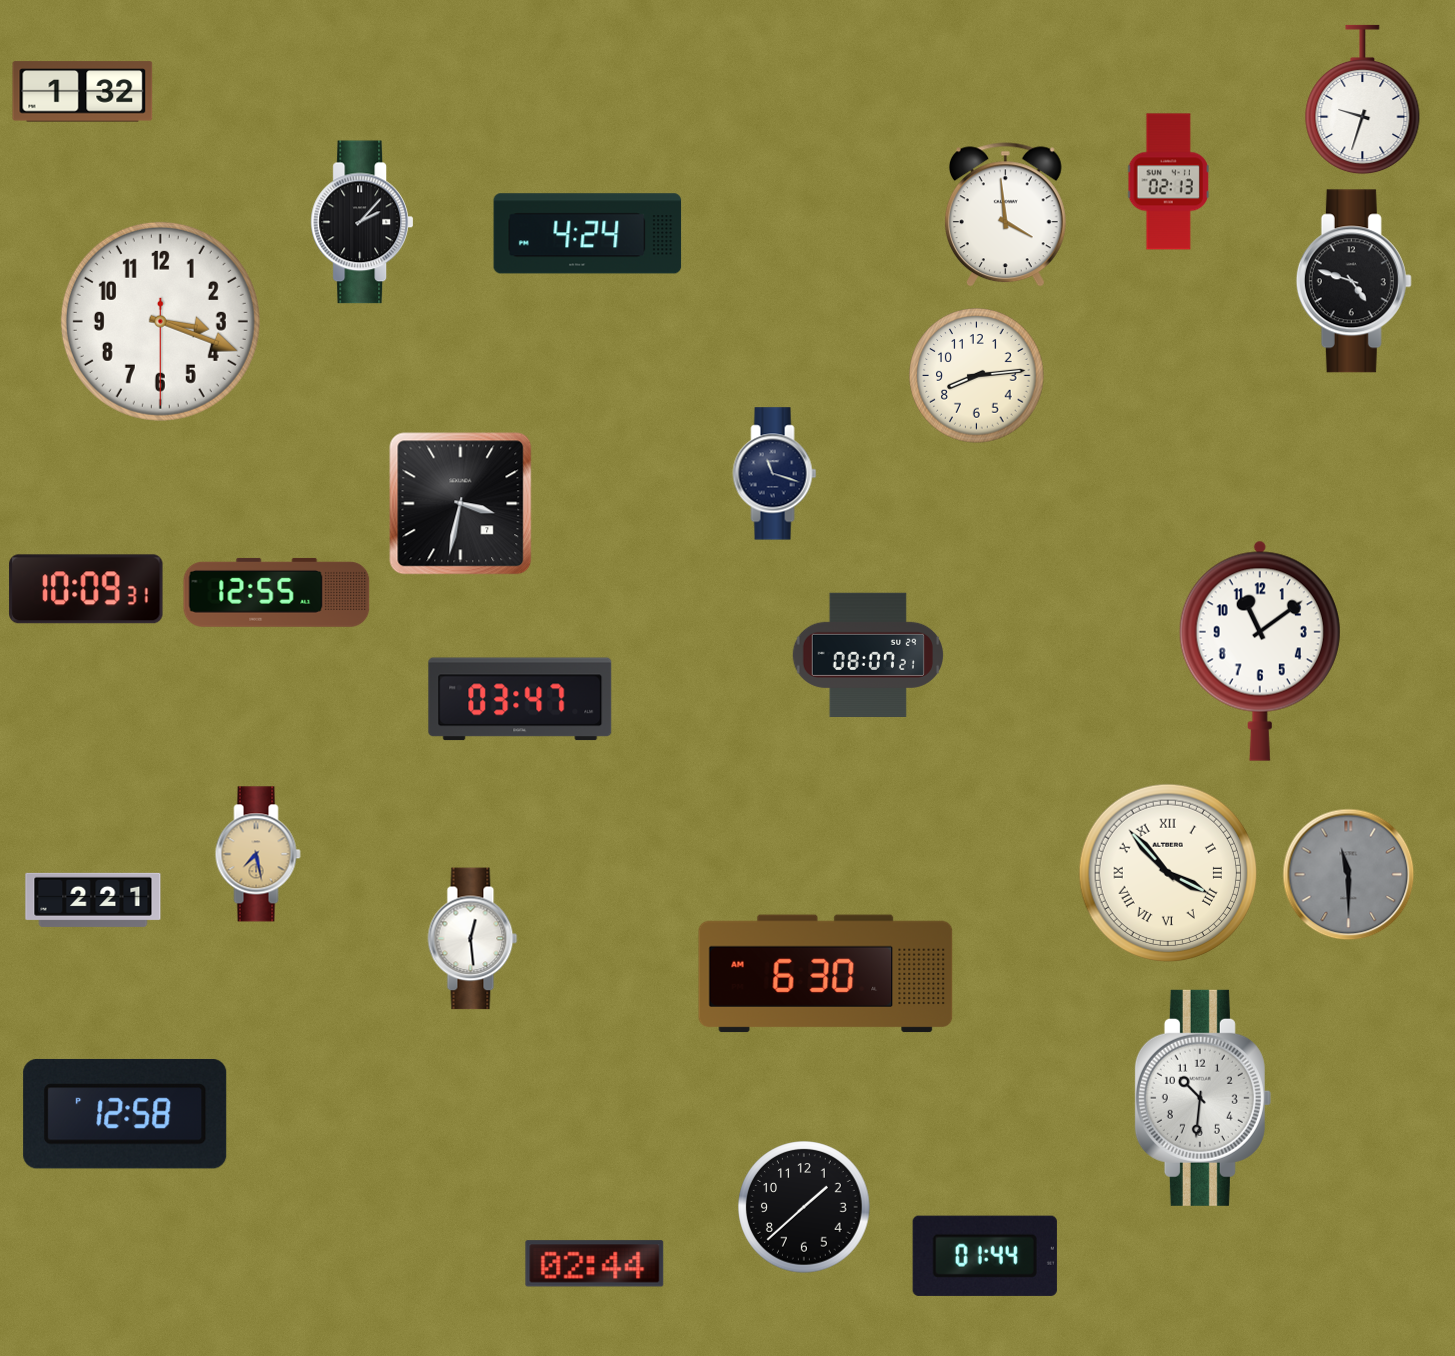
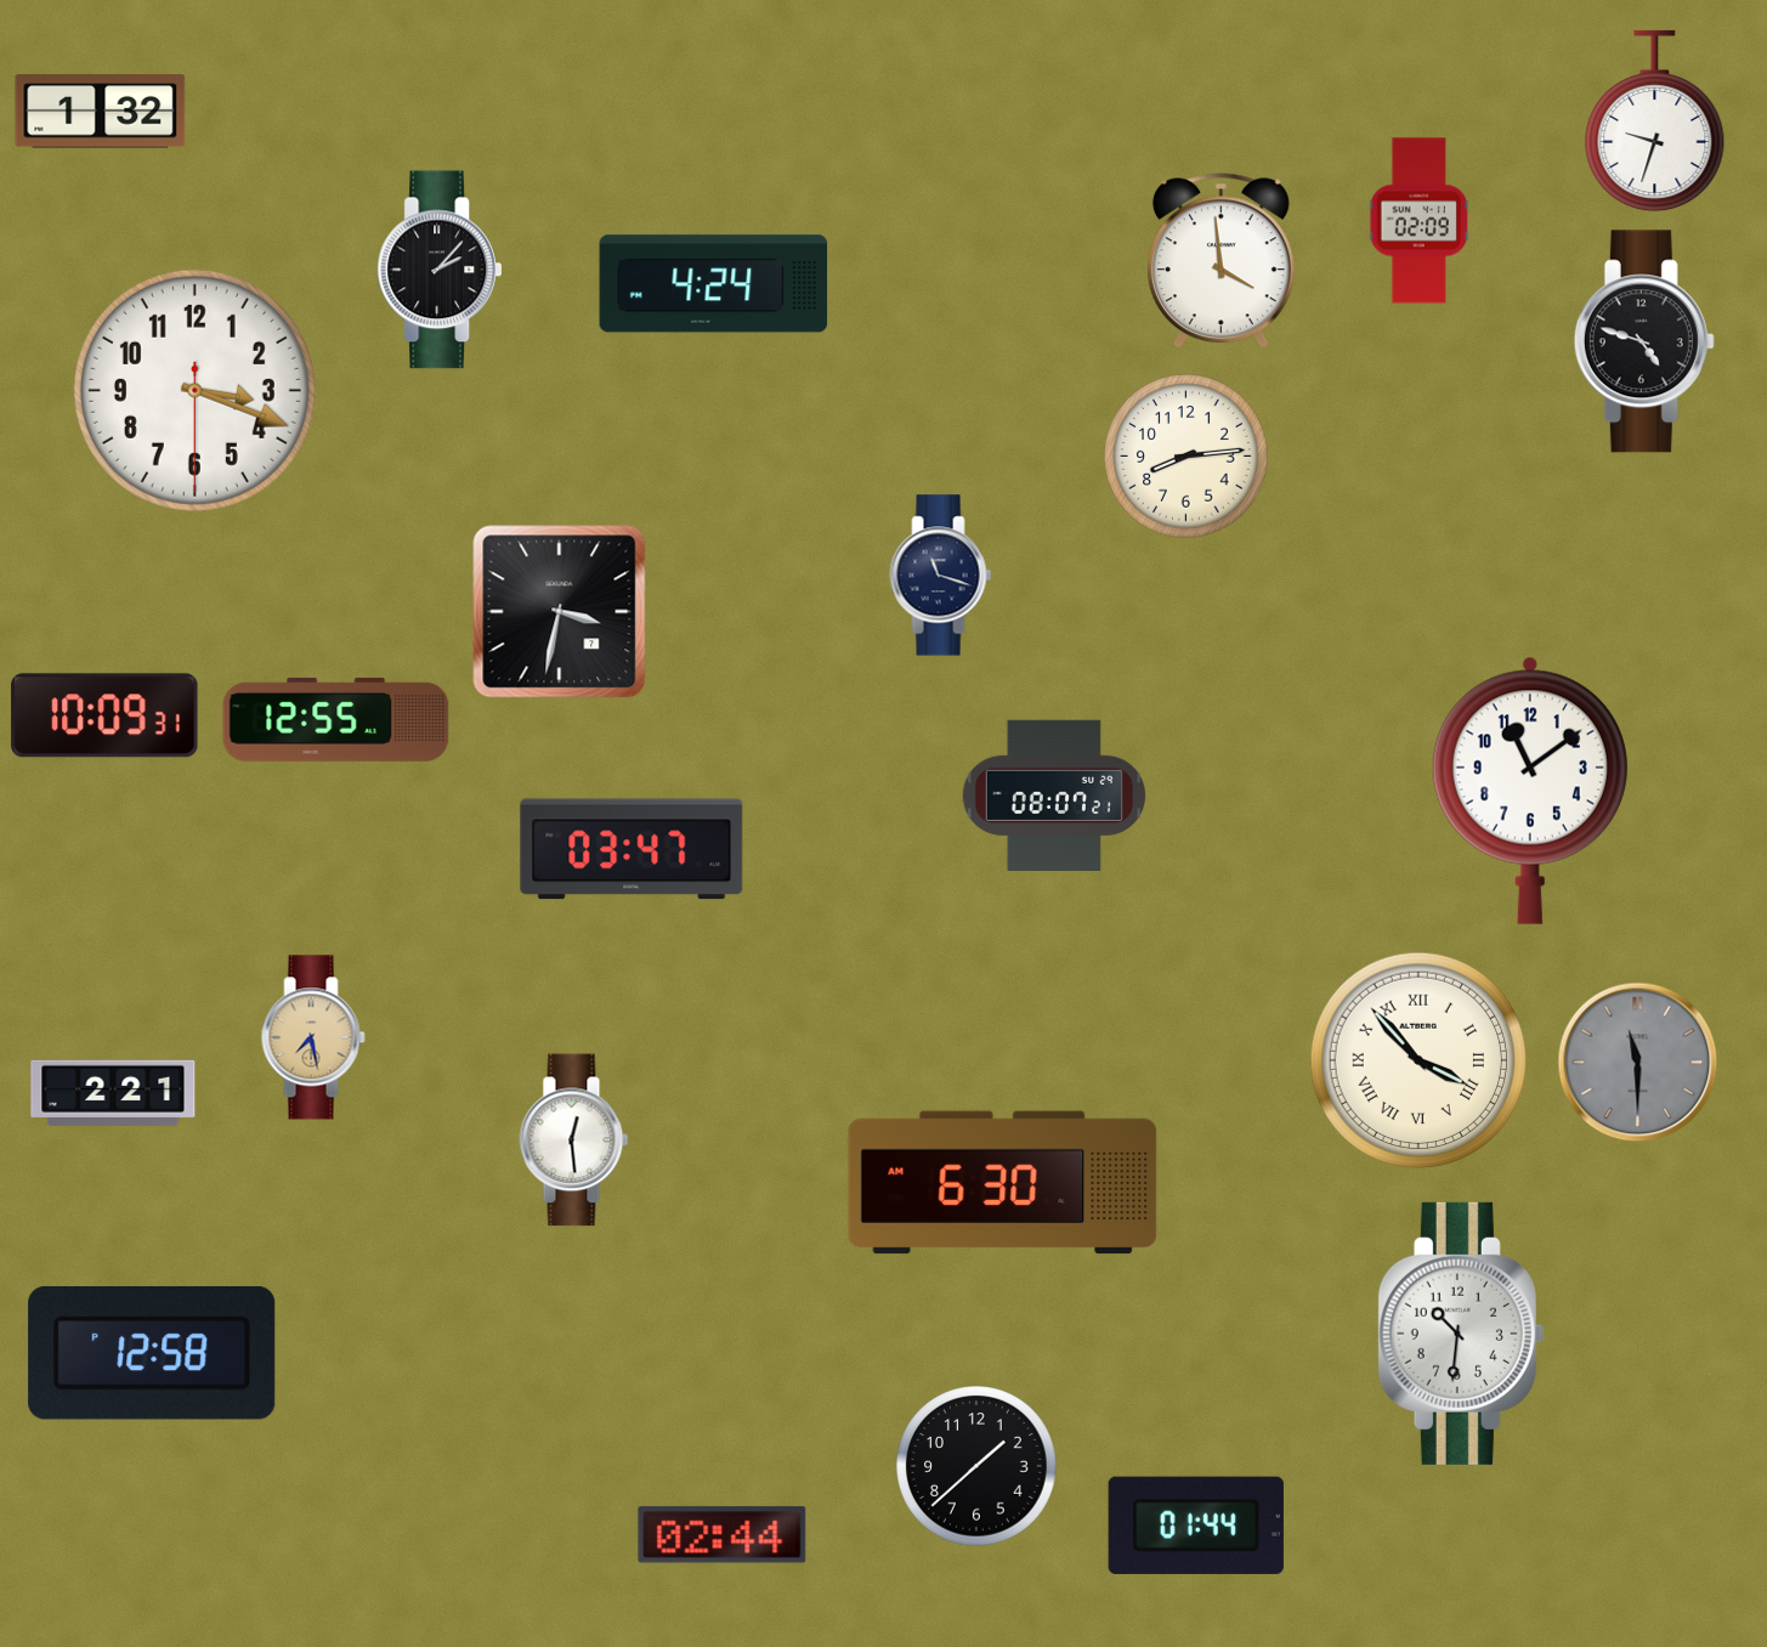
clock at (1168, 182): 02:13 -> 02:09
